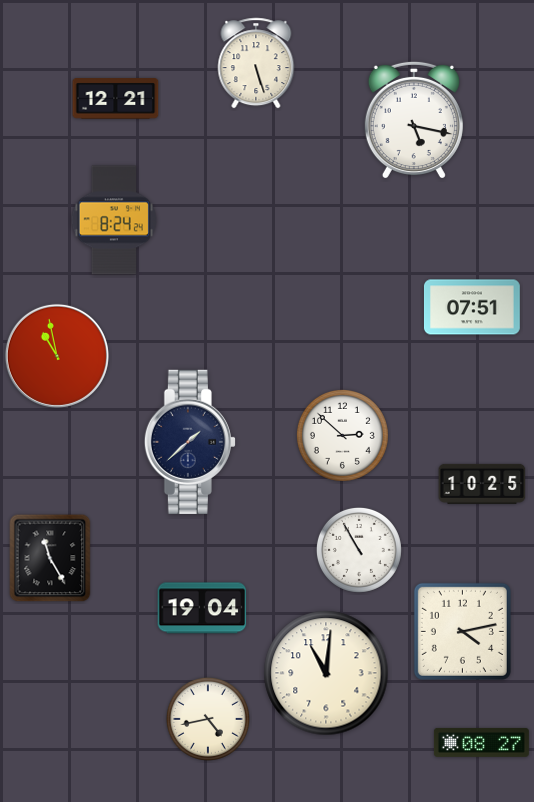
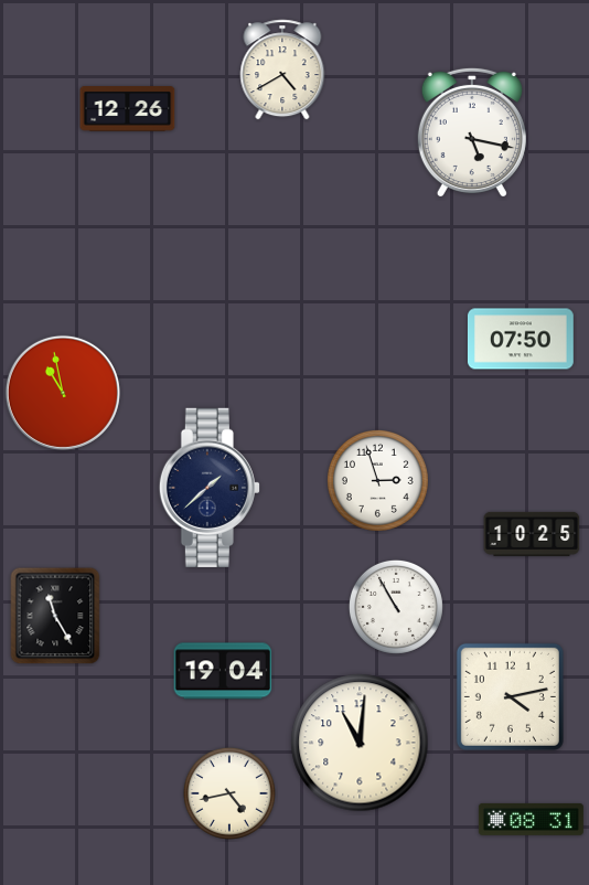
clock at (256, 63): 5:27 -> 4:40
clock at (116, 99): 12:21 -> 12:26
clock at (414, 120) position: (414, 120) -> (472, 132)
clock at (114, 220): 8:24 -> none
clock at (472, 307): 07:51 -> 07:50
clock at (342, 435): 2:52 -> 2:57
clock at (481, 742): 08:27 -> 08:31
